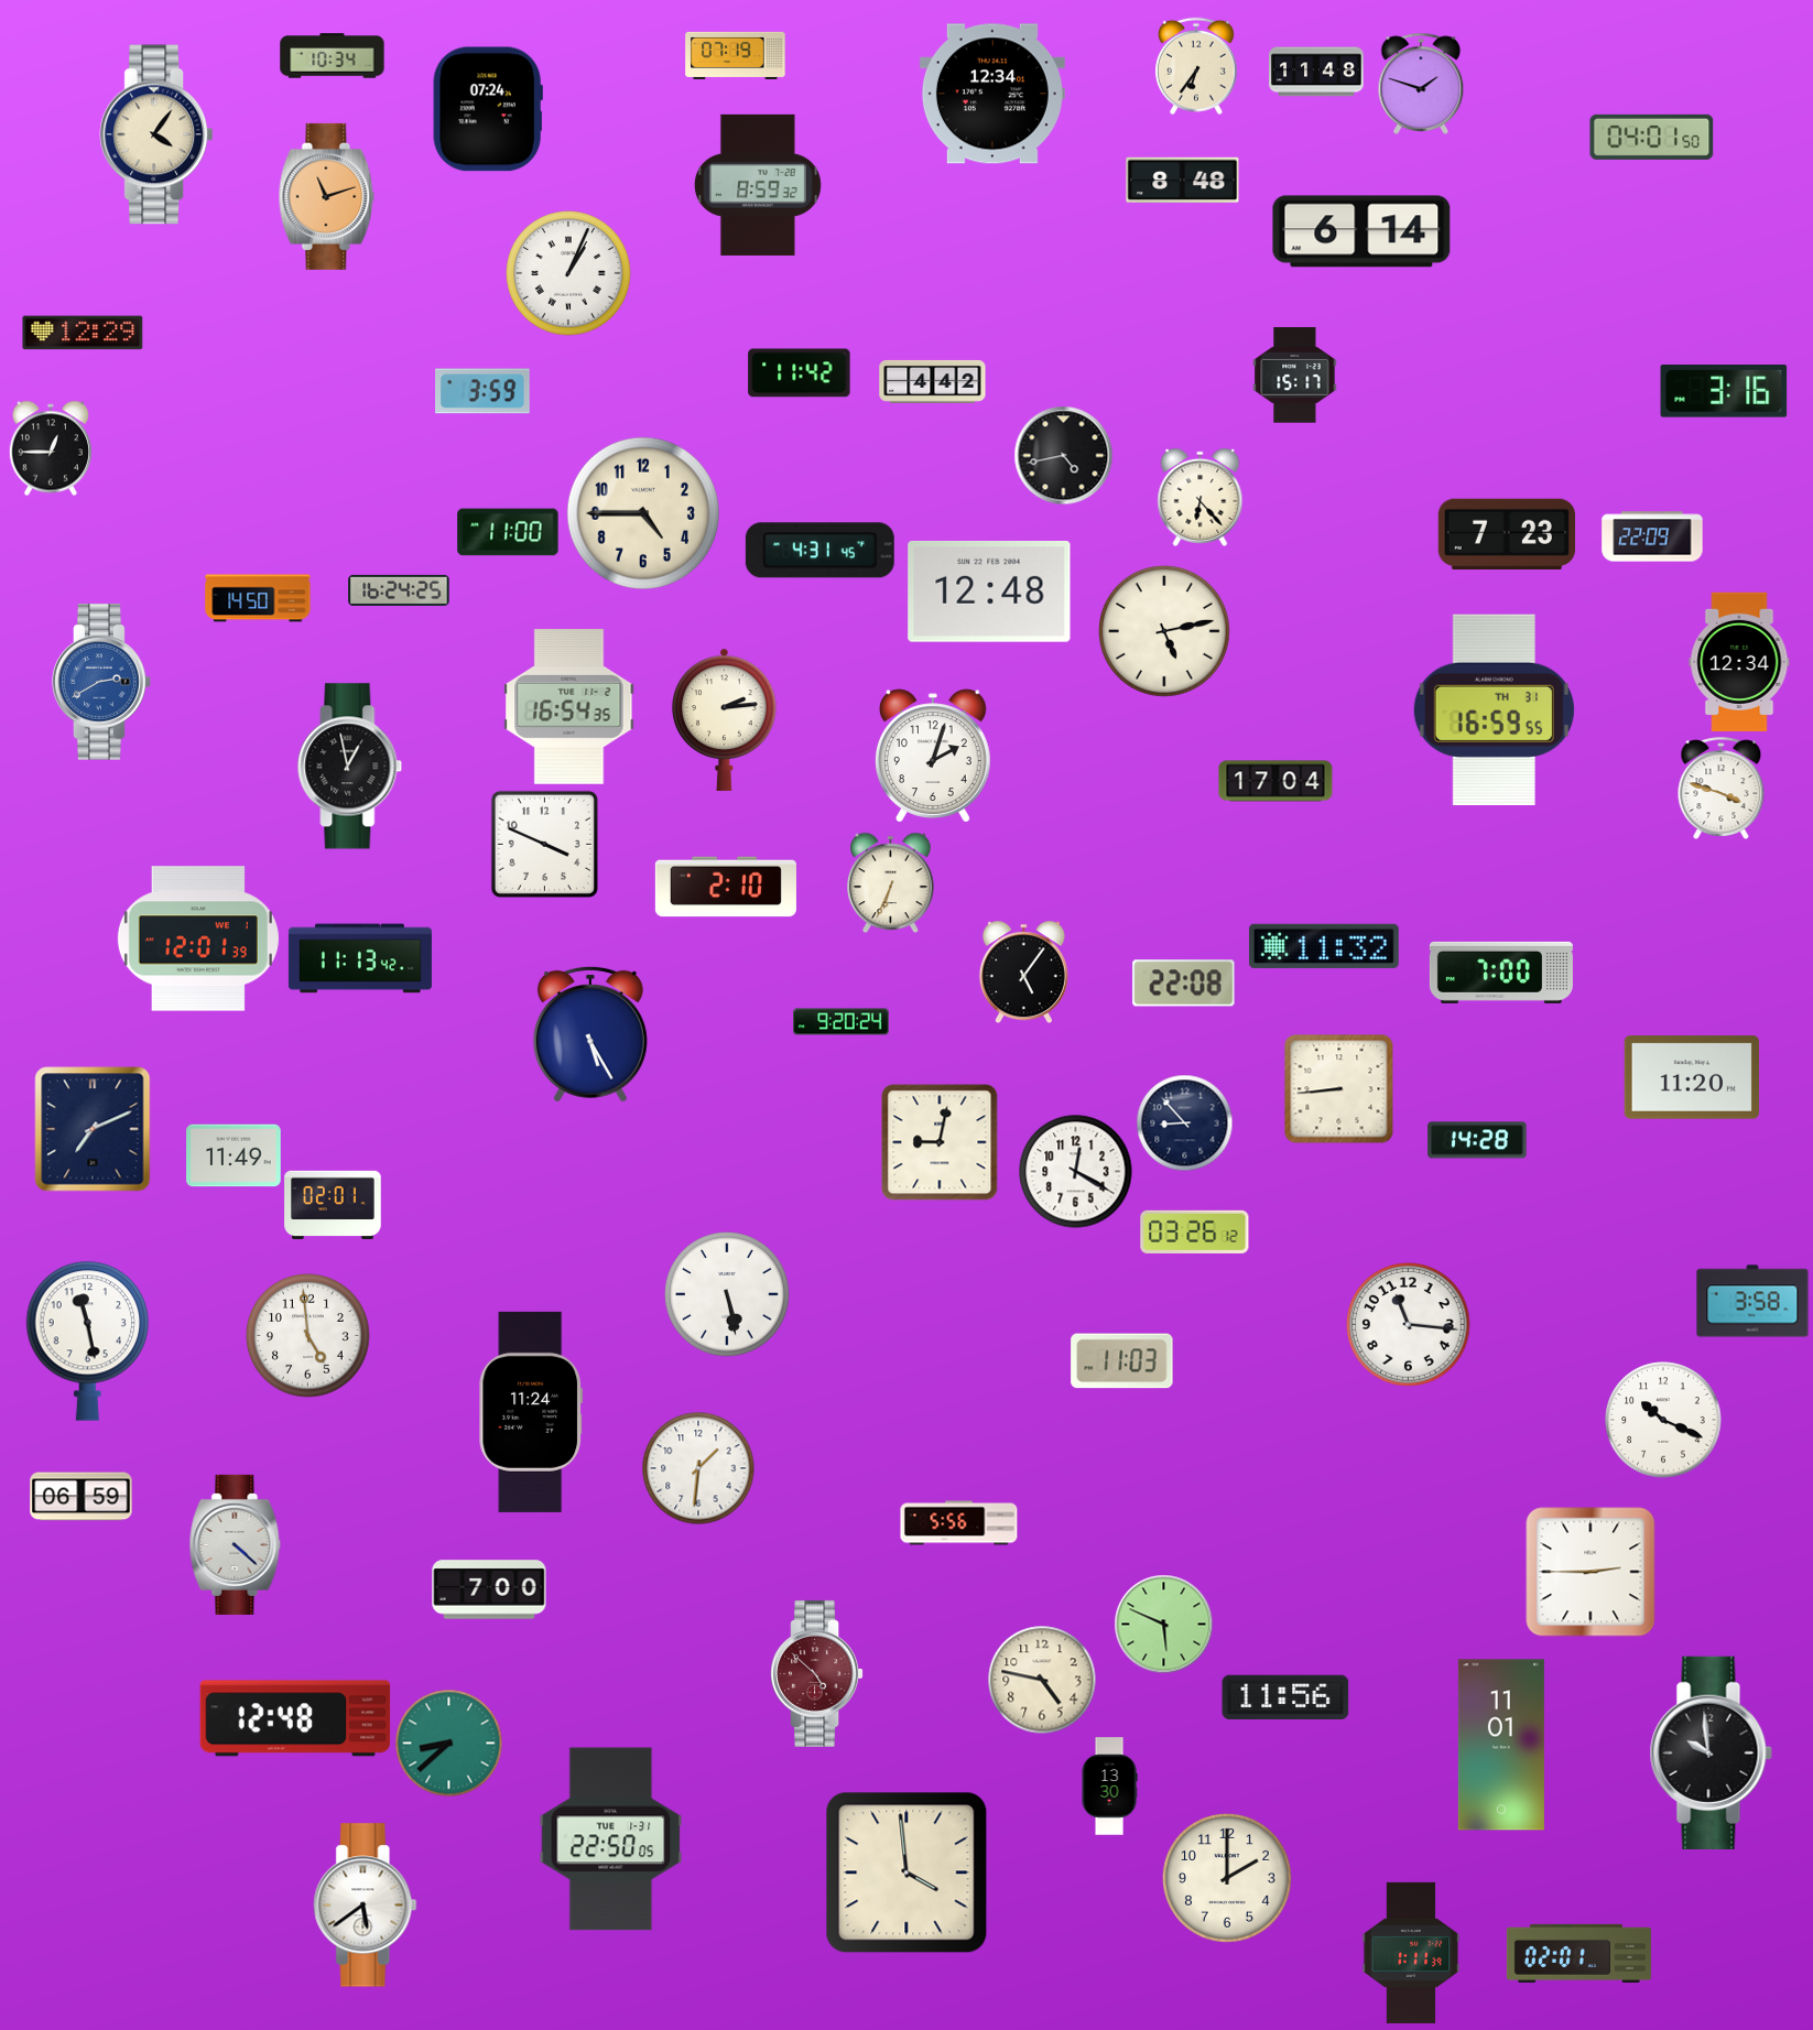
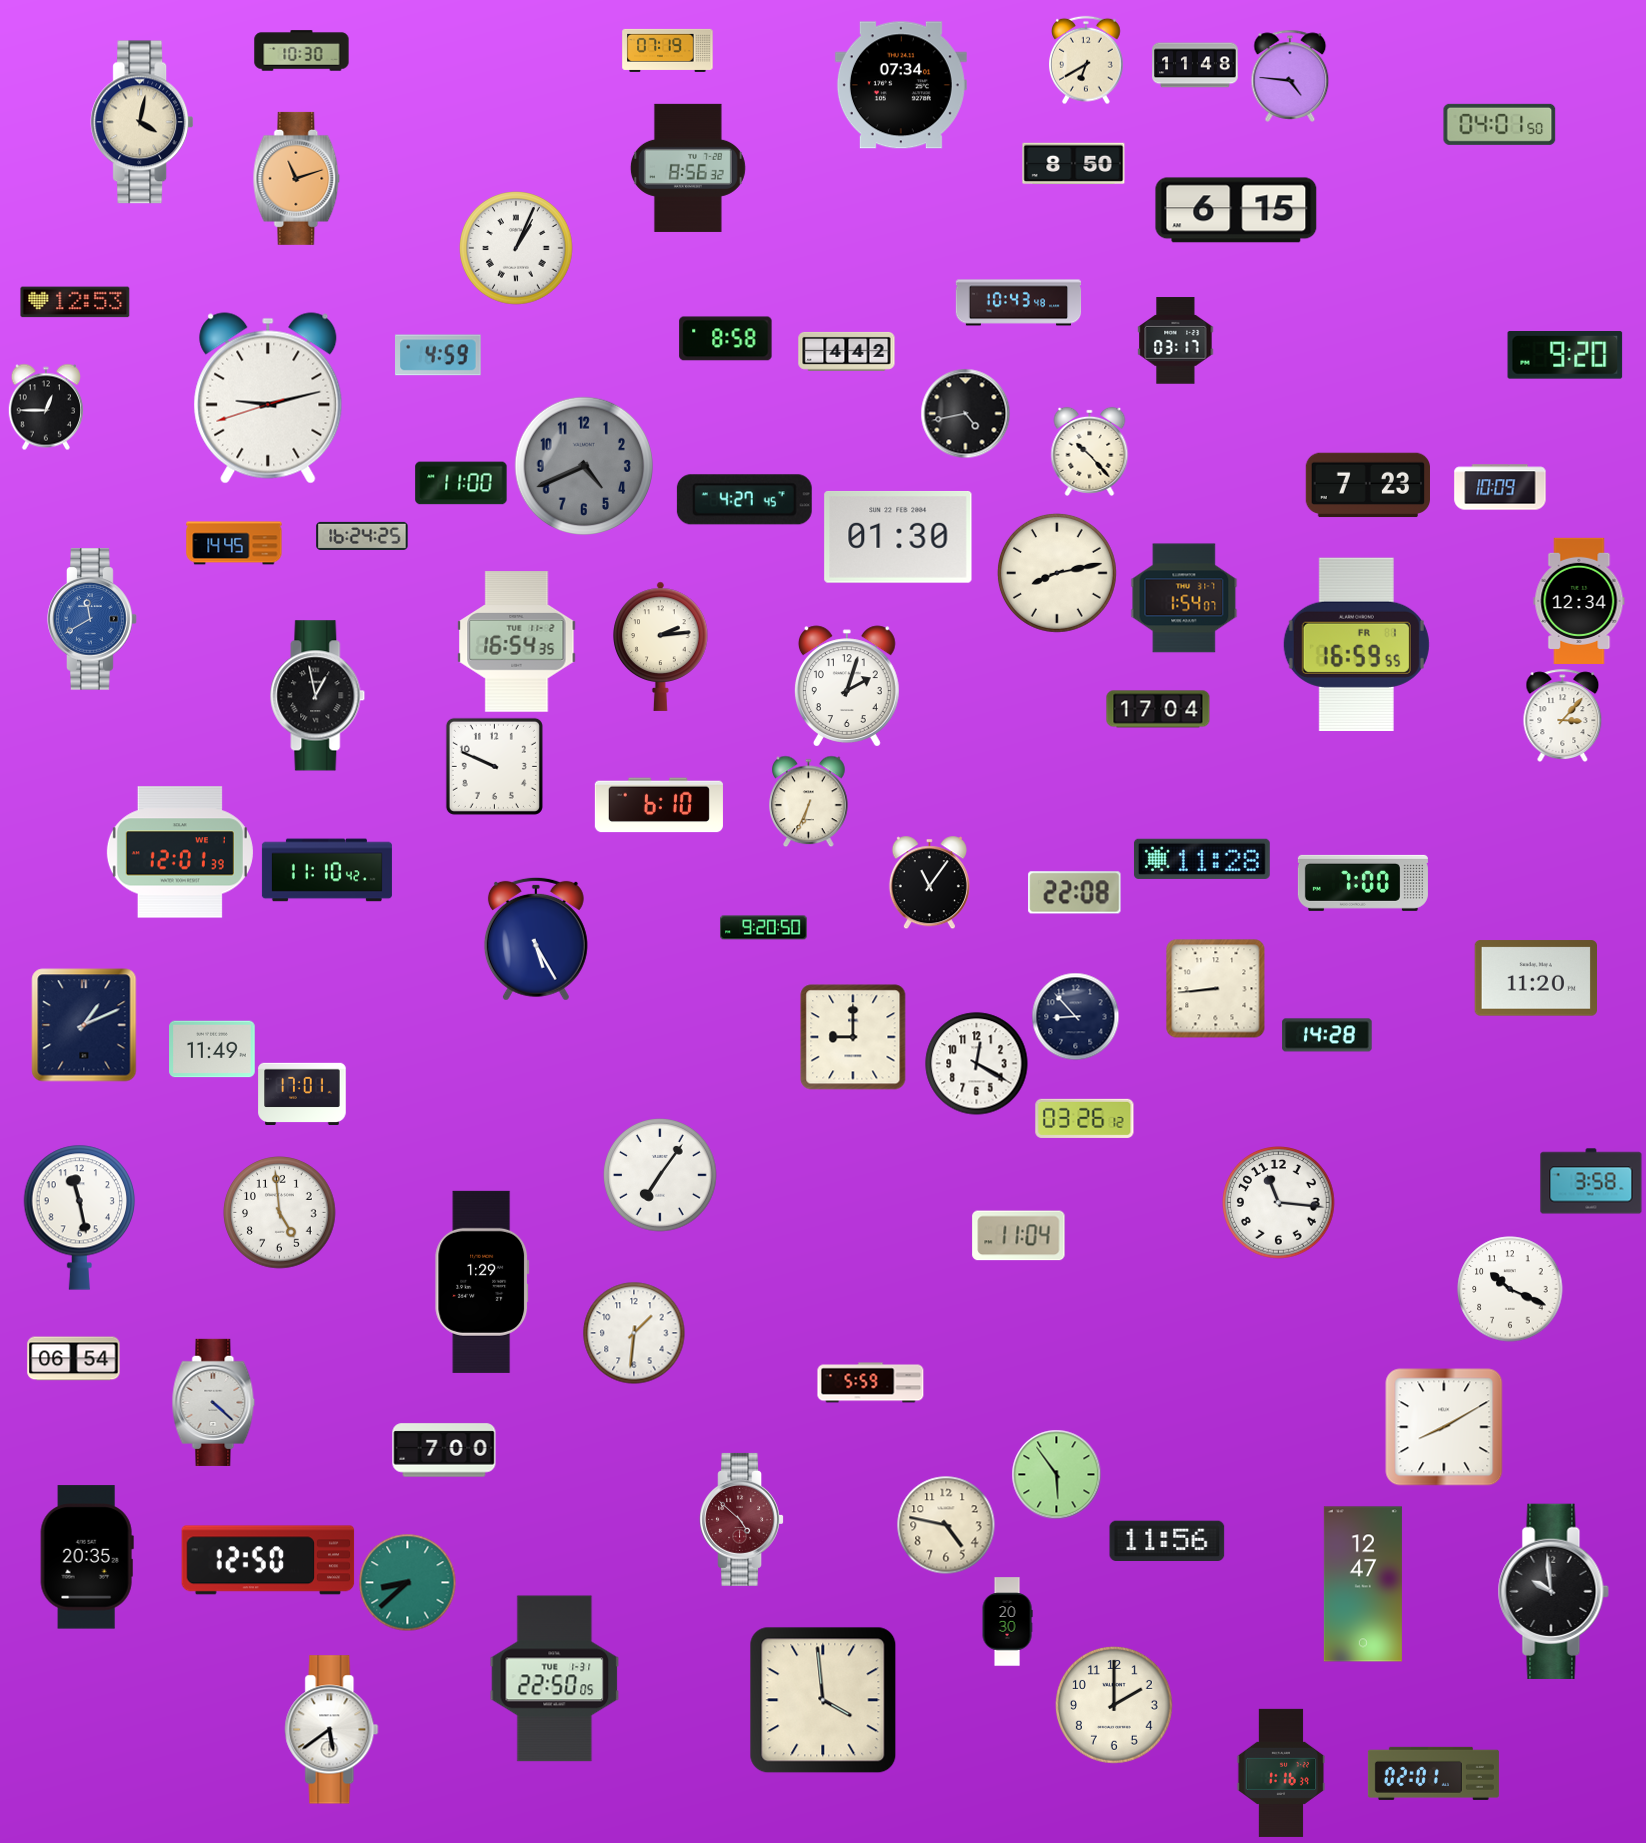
clock at (333, 56): 10:34 -> 10:30
clock at (1196, 66): 6:36 -> 6:40
clock at (1421, 84): 1:48 -> 4:46
clock at (992, 94): 12:34 -> 07:34
clock at (488, 109): 07:24 -> none
clock at (156, 134): 4:06 -> 4:02
clock at (1183, 181): 8:48 -> 8:50
clock at (758, 185): 8:59 -> 8:56
clock at (1361, 231): 6:14 -> 6:15
clock at (83, 333): 12:29 -> 12:53
clock at (1019, 303): none -> 10:43
clock at (800, 373): 11:42 -> 8:58
clock at (1295, 376): 15:17 -> 03:17
clock at (933, 381) position: (933, 381) -> (847, 351)
clock at (482, 391): 3:59 -> 4:59
clock at (1724, 392): 3:16 -> 9:20
clock at (268, 398): none -> 9:12
clock at (1201, 497): 6:23 -> 10:23
clock at (642, 512): 4:45 -> 4:41
clock at (642, 512) dial: cream -> grey
clock at (1652, 536): 22:09 -> 10:09
clock at (819, 551): 4:31 -> 4:27
clock at (989, 591): 12:48 -> 01:30
clock at (258, 598): 14:50 -> 14:45
clock at (1164, 631): 5:13 -> 8:13
clock at (1184, 598): none -> 1:54
clock at (101, 682): 2:40 -> 11:40
clock at (1494, 709) date: TH 31 -> FR 1
clock at (725, 719) position: (725, 719) -> (661, 646)
clock at (1722, 788): 3:48 -> 3:07
clock at (544, 844): 3:49 -> 9:49
clock at (726, 887): 2:10 -> 6:10
clock at (1324, 946): 11:32 -> 11:28
clock at (360, 958): 11:13 -> 11:10
clock at (1023, 971): 5:06 -> 11:06
clock at (842, 1022): 9:20:24 -> 9:20:50
clock at (1184, 1122) position: (1184, 1122) -> (1075, 1016)
clock at (93, 1129): 7:11 -> 1:11
clock at (1477, 1140) position: (1477, 1140) -> (1327, 1035)
clock at (940, 1142): 9:02 -> 9:00
clock at (333, 1204): 02:01 -> 17:01
clock at (727, 1294): 5:28 -> 7:06
clock at (1122, 1361): 11:03 -> 11:04
clock at (531, 1412): 11:24 -> 1:29
clock at (82, 1497): 06:59 -> 06:54
clock at (959, 1523): 5:56 -> 5:59
clock at (1591, 1572): 2:45 -> 8:10
clock at (489, 1589) position: (489, 1589) -> (444, 1450)
clock at (1163, 1624): 5:49 -> 5:54
clock at (87, 1557): none -> 20:35
clock at (295, 1718): 12:48 -> 12:50
clock at (1501, 1745): 11:01 -> 12:47
clock at (1109, 1787): 13:30 -> 20:30
clock at (611, 1839) position: (611, 1839) -> (555, 1679)
clock at (1411, 1953): 1:11 -> 1:16
